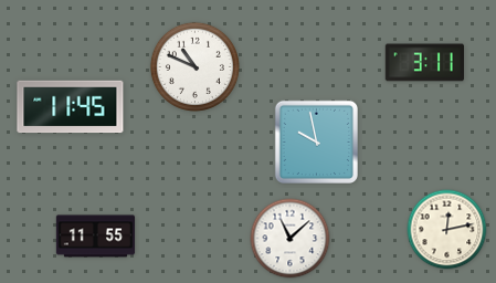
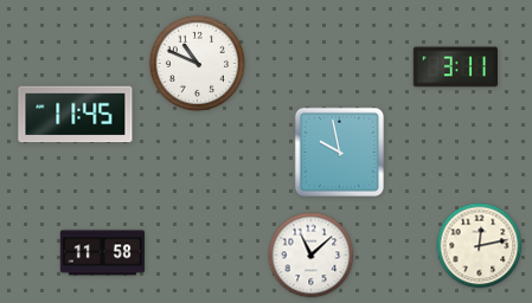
clock at (194, 66) position: (194, 66) -> (197, 63)
clock at (96, 237): 11:55 -> 11:58
